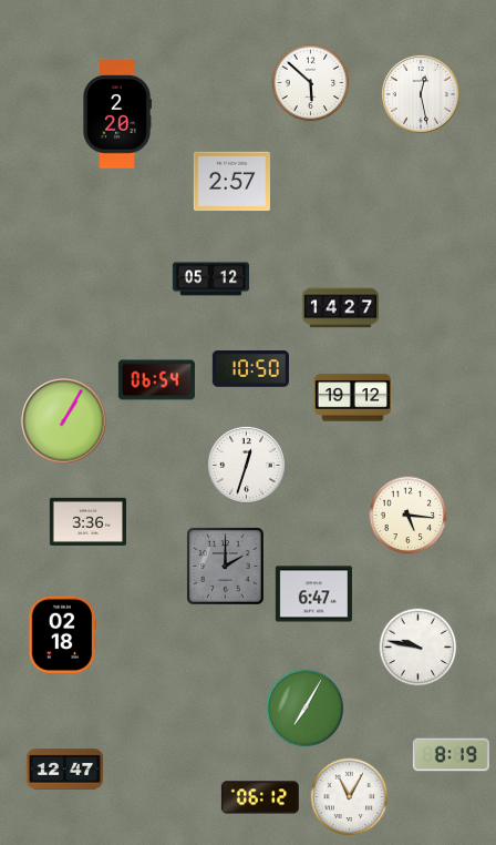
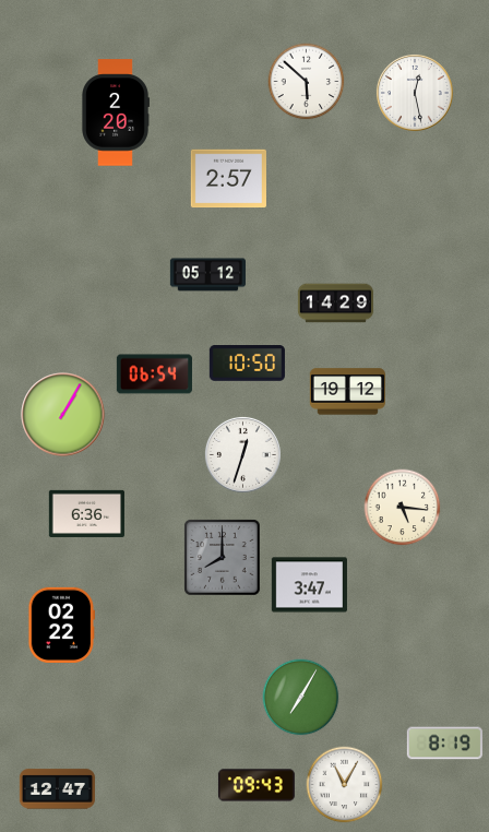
clock at (340, 308): 14:27 -> 14:29
clock at (246, 465) position: (246, 465) -> (242, 454)
clock at (87, 521): 3:36 -> 6:36
clock at (226, 567): 2:00 -> 8:00
clock at (313, 594): 6:47 -> 3:47
clock at (63, 634): 02:18 -> 02:22
clock at (418, 648): 9:47 -> none
clock at (64, 770) position: (64, 770) -> (57, 789)
clock at (260, 797): 06:12 -> 09:43
